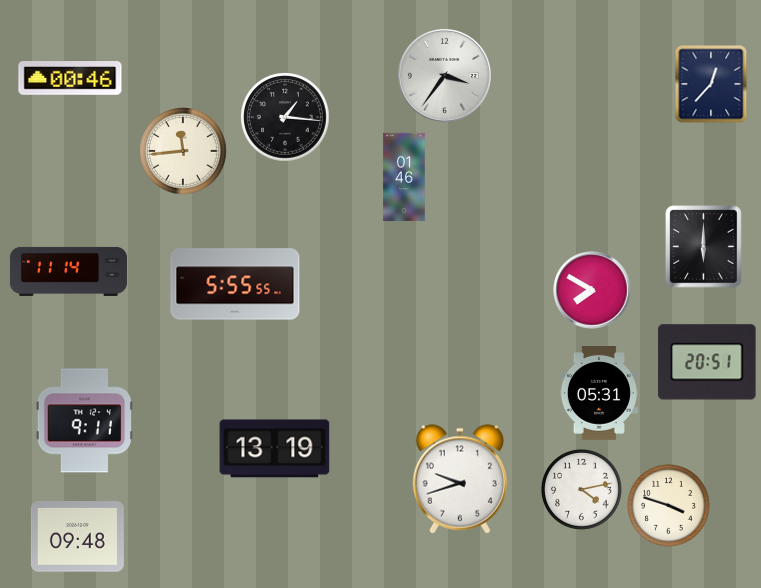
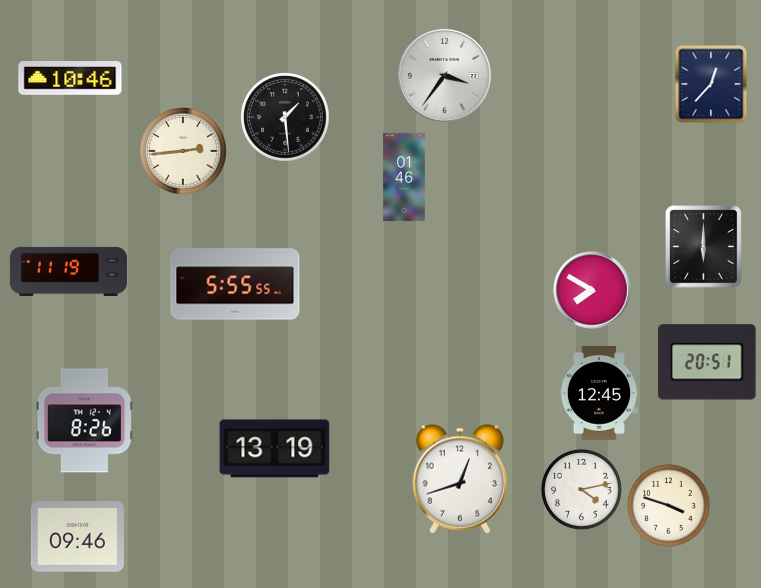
clock at (70, 78): 00:46 -> 10:46
clock at (285, 117): 1:16 -> 1:29
clock at (183, 151): 11:44 -> 2:44
clock at (68, 271): 11:14 -> 11:19
clock at (599, 394): 05:31 -> 12:45
clock at (84, 421): 9:11 -> 8:26
clock at (460, 479): 9:42 -> 12:42
clock at (77, 537): 09:48 -> 09:46
